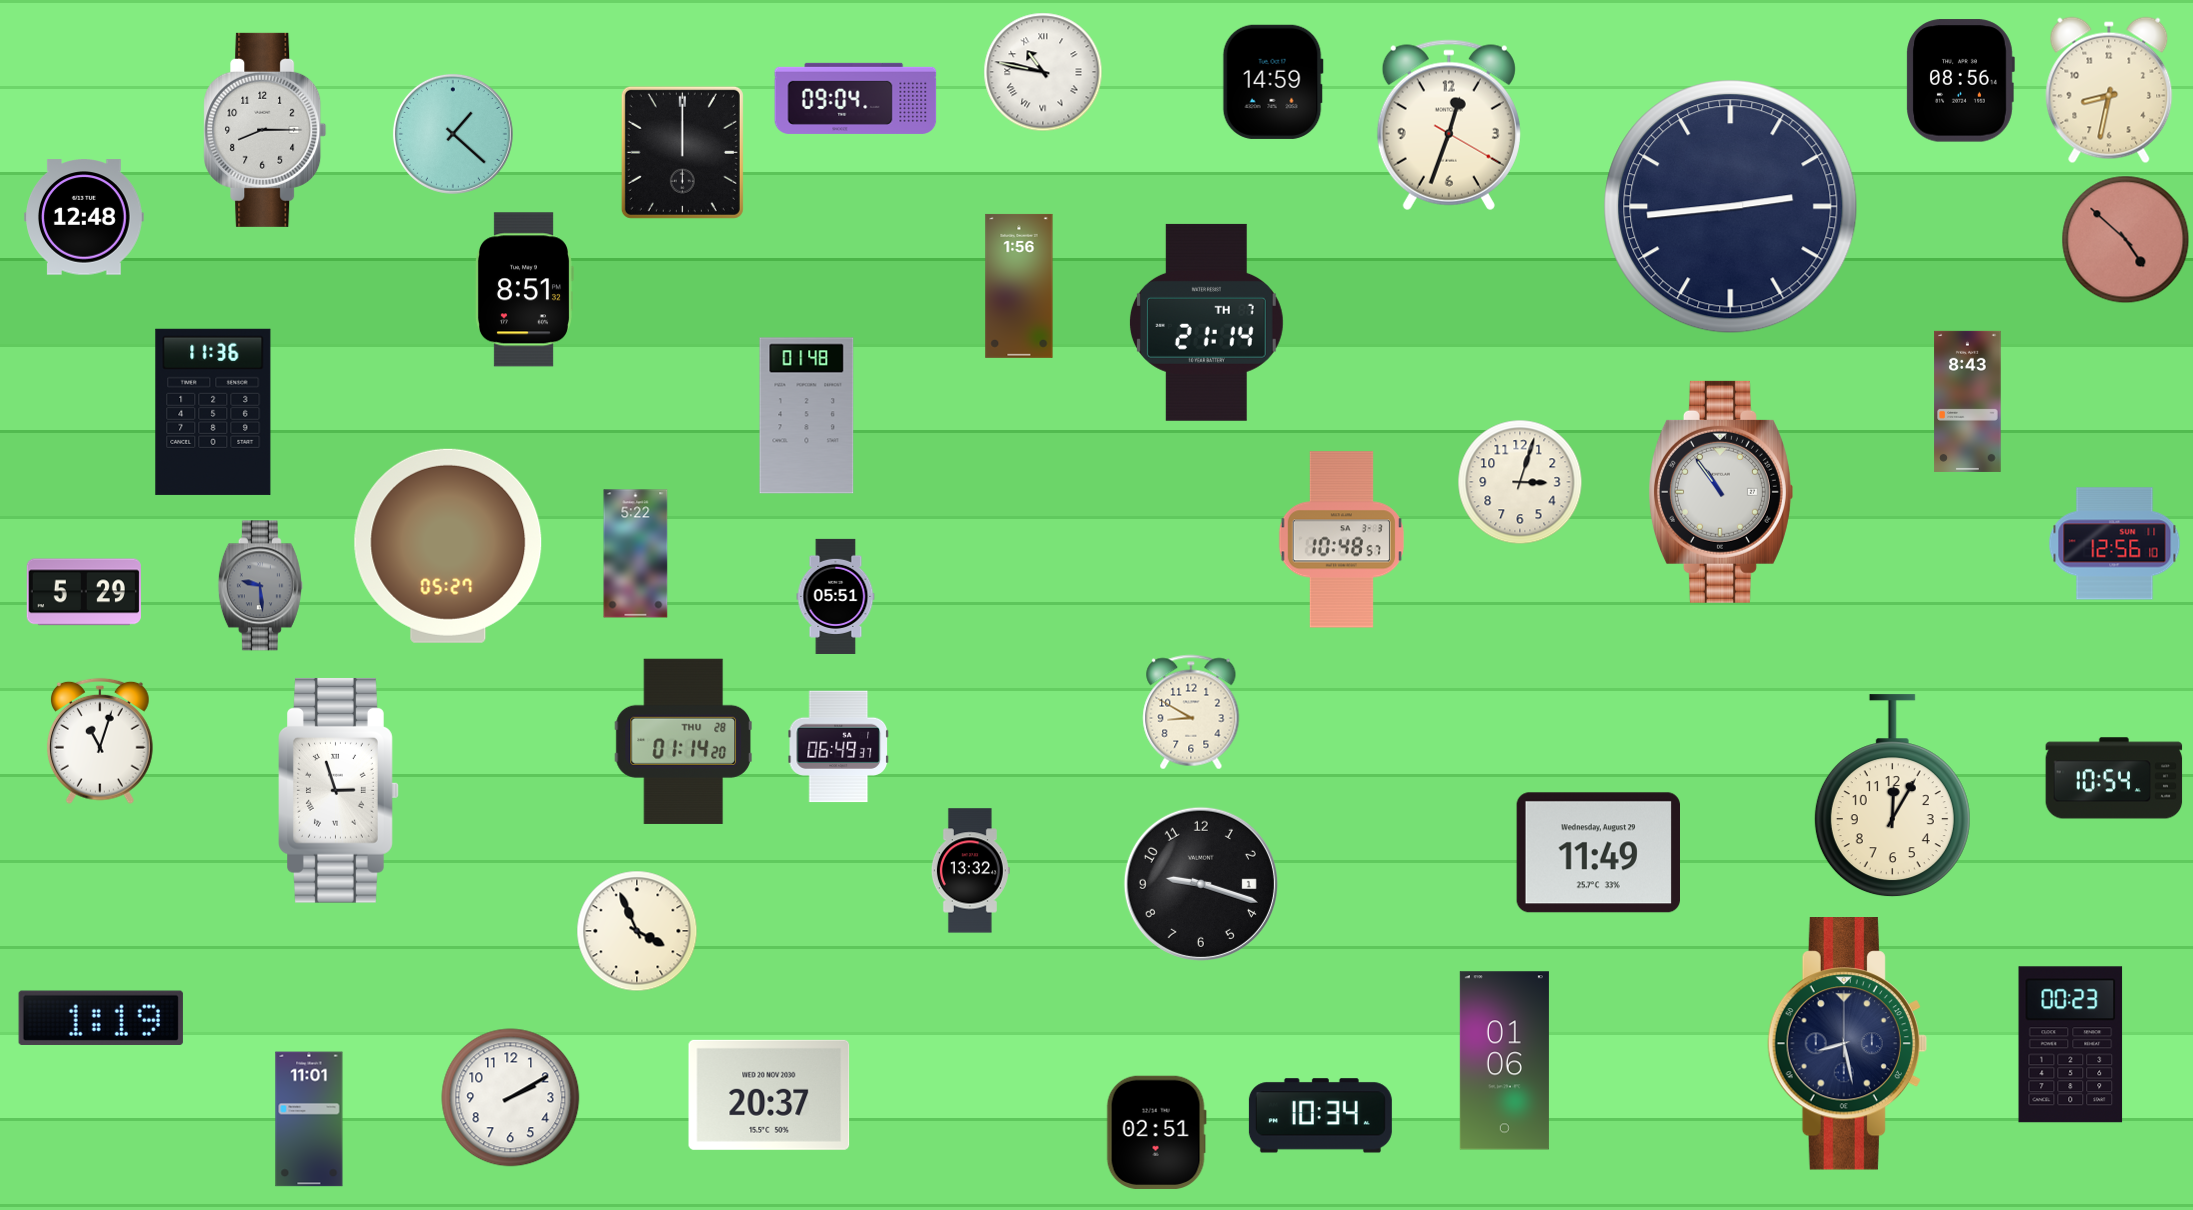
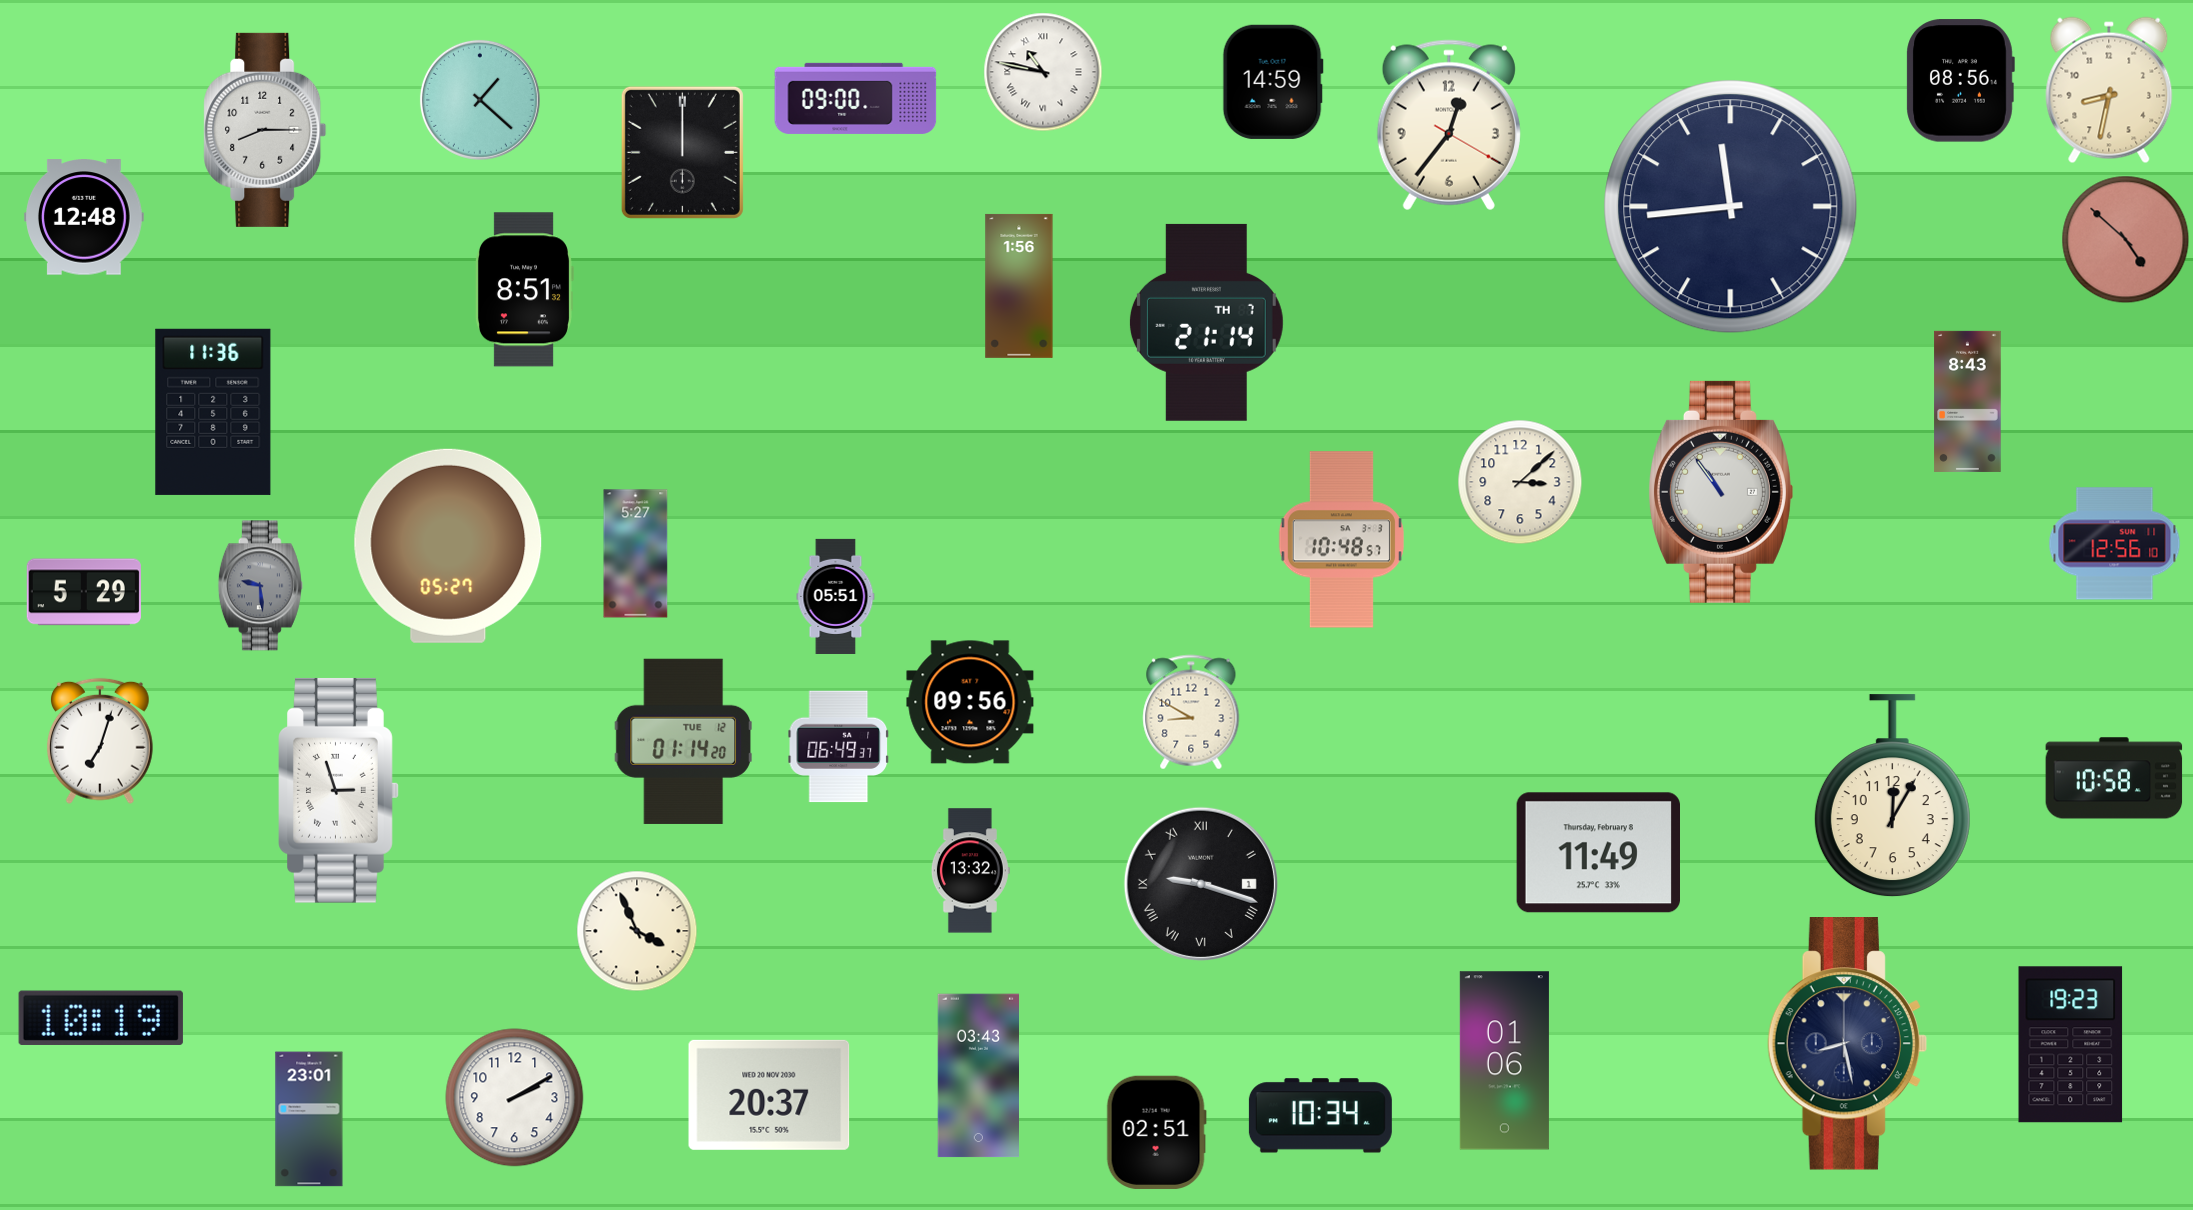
clock at (856, 98): 09:04 -> 09:00
clock at (1449, 125): 12:33 -> 12:36
clock at (453, 134) position: (453, 134) -> (480, 100)
clock at (1731, 207): 2:44 -> 11:44
clock at (807, 416): 01:48 -> none
clock at (1520, 482): 3:03 -> 3:08
clock at (636, 554): 5:22 -> 5:27
clock at (970, 702): none -> 09:56
clock at (100, 741): 11:03 -> 7:03
clock at (683, 741) date: THU 28 -> TUE 12
clock at (2114, 778): 10:54 -> 10:58
clock at (1598, 853) date: Wednesday, August 29 -> Thursday, February 8
clock at (1201, 884) numerals: Arabic -> Roman
clock at (101, 1017): 1:19 -> 10:19
clock at (2071, 1045): 00:23 -> 19:23
clock at (978, 1076): none -> 03:43
clock at (511, 1098) position: (511, 1098) -> (515, 1098)
clock at (309, 1119): 11:01 -> 23:01
